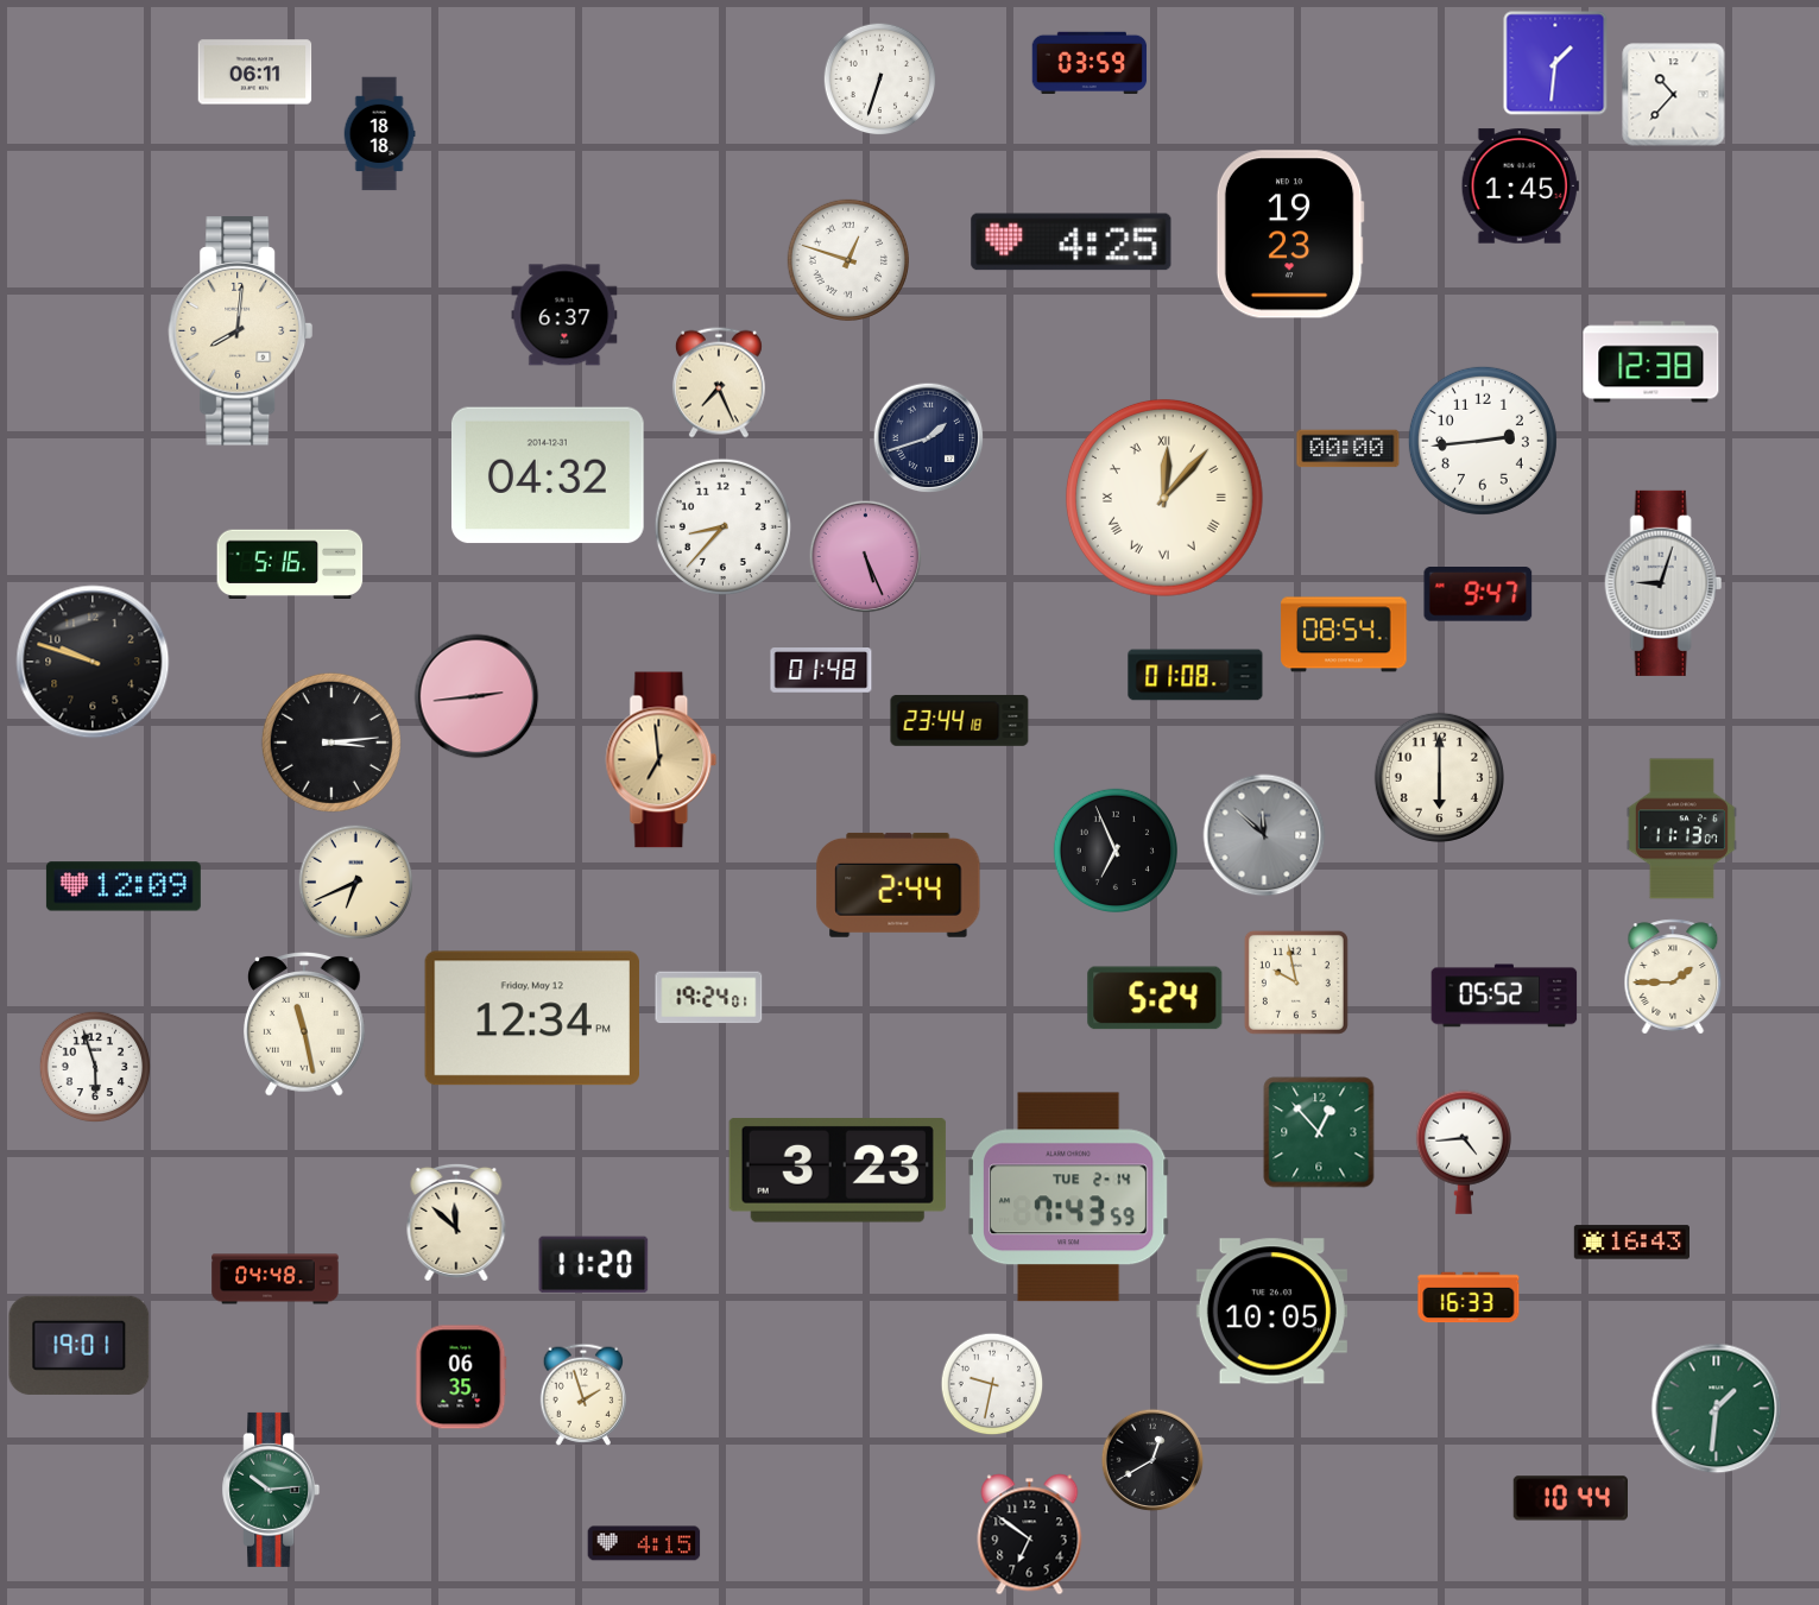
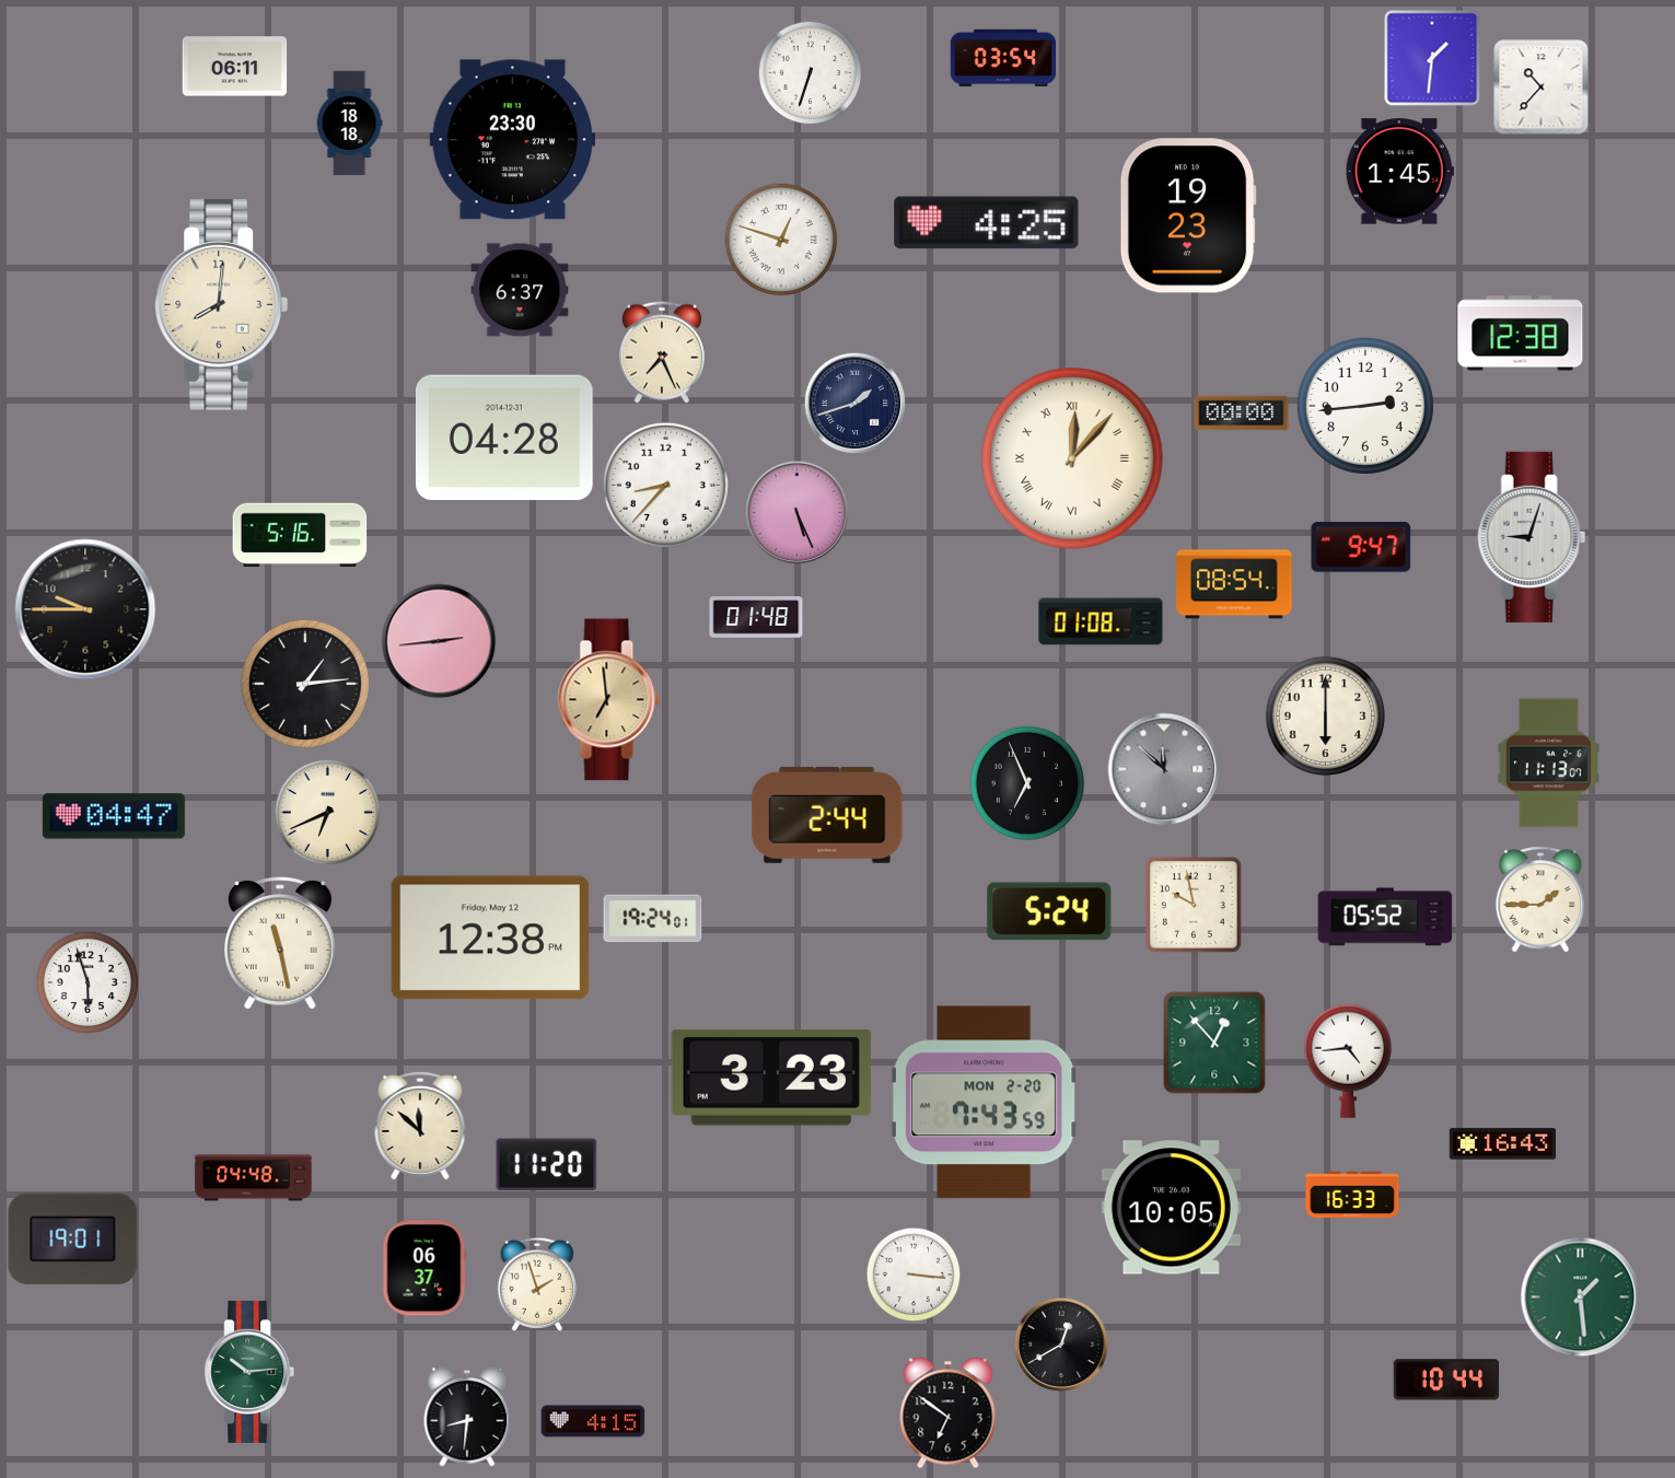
clock at (1089, 62): 03:59 -> 03:54
clock at (513, 140): none -> 23:30
clock at (548, 475): 04:32 -> 04:28
clock at (290, 563) position: (290, 563) -> (300, 534)
clock at (1344, 634) position: (1344, 634) -> (1234, 584)
clock at (93, 662): 9:48 -> 9:45
clock at (960, 720): 23:44 -> none
clock at (331, 743): 3:14 -> 1:14
clock at (124, 886): 12:09 -> 04:47
clock at (1155, 998) position: (1155, 998) -> (1049, 911)
clock at (531, 1018): 12:34 -> 12:38
clock at (1069, 1198) date: TUE 2-14 -> MON 2-20
clock at (461, 1377): 06:35 -> 06:37
clock at (992, 1384): 9:32 -> 3:16
clock at (1717, 1409): 1:31 -> 1:29
clock at (467, 1417): none -> 8:31
